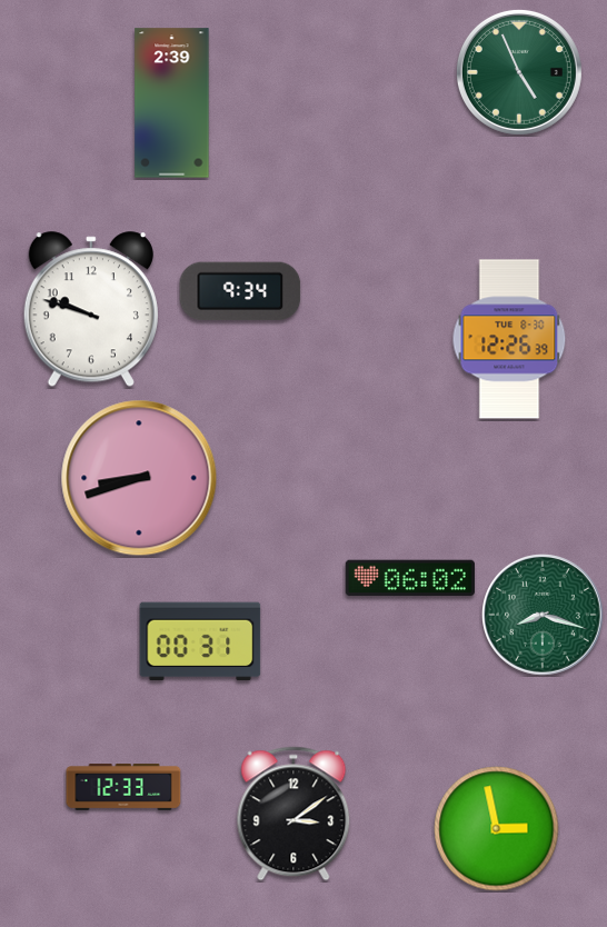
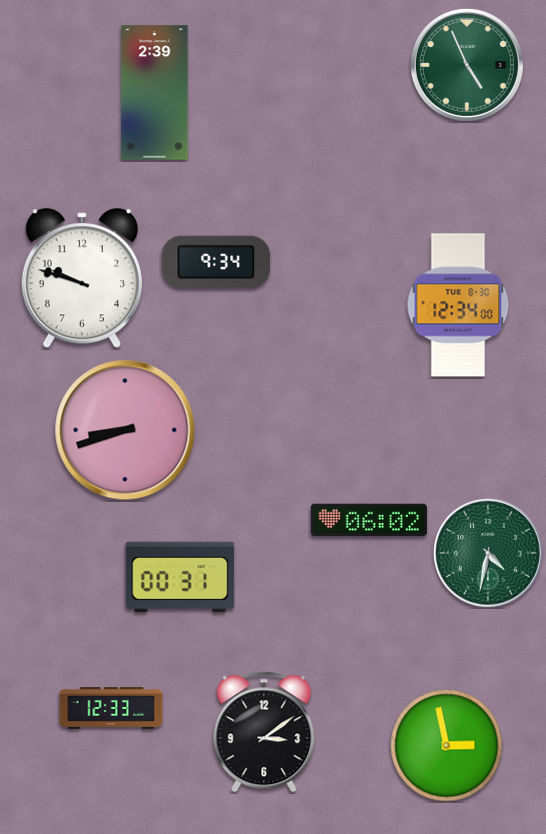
clock at (509, 339): 12:26 -> 12:34
clock at (543, 615): 8:18 -> 4:32
